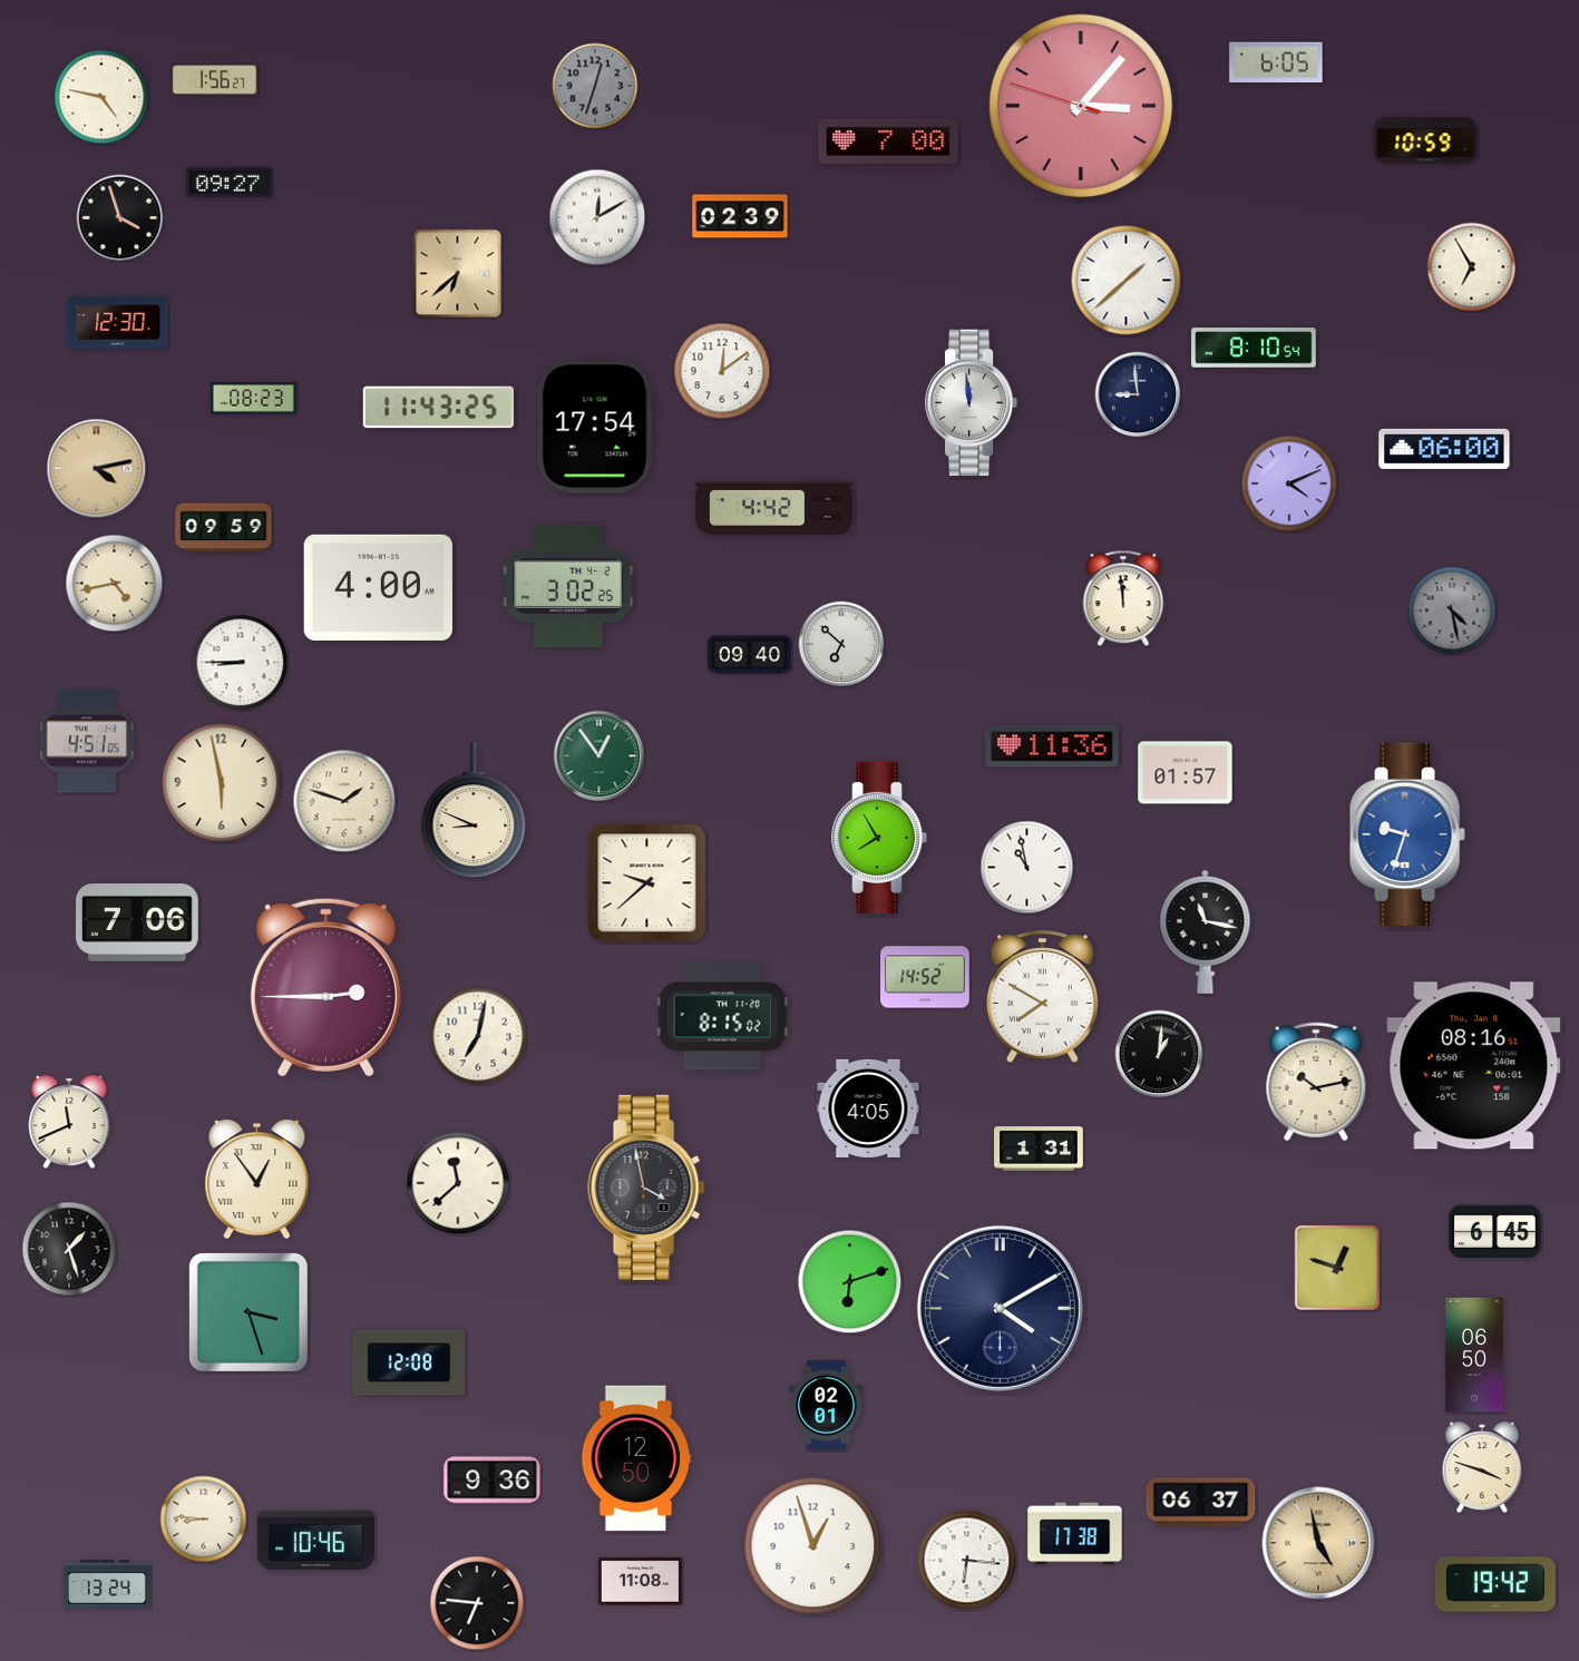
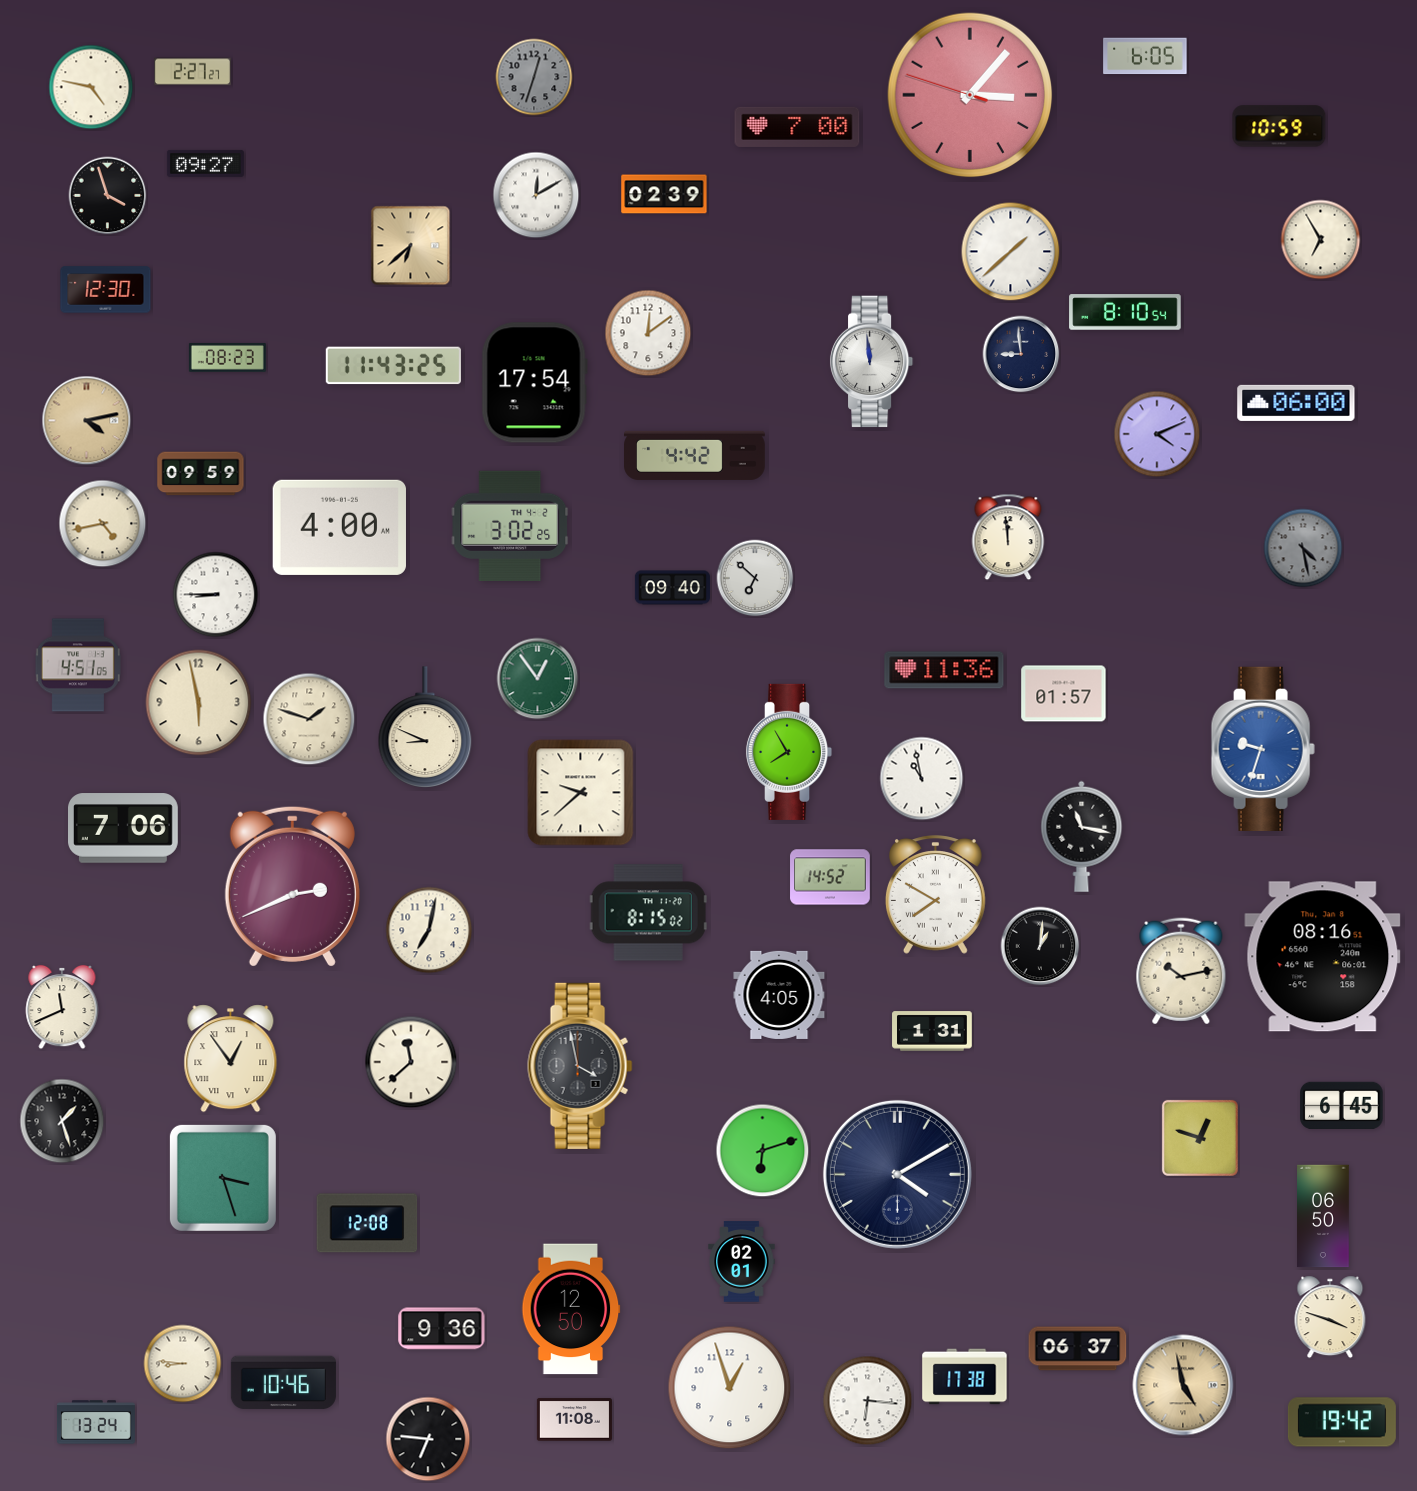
clock at (214, 80): 1:56 -> 2:27
clock at (325, 987): 2:45 -> 2:41
